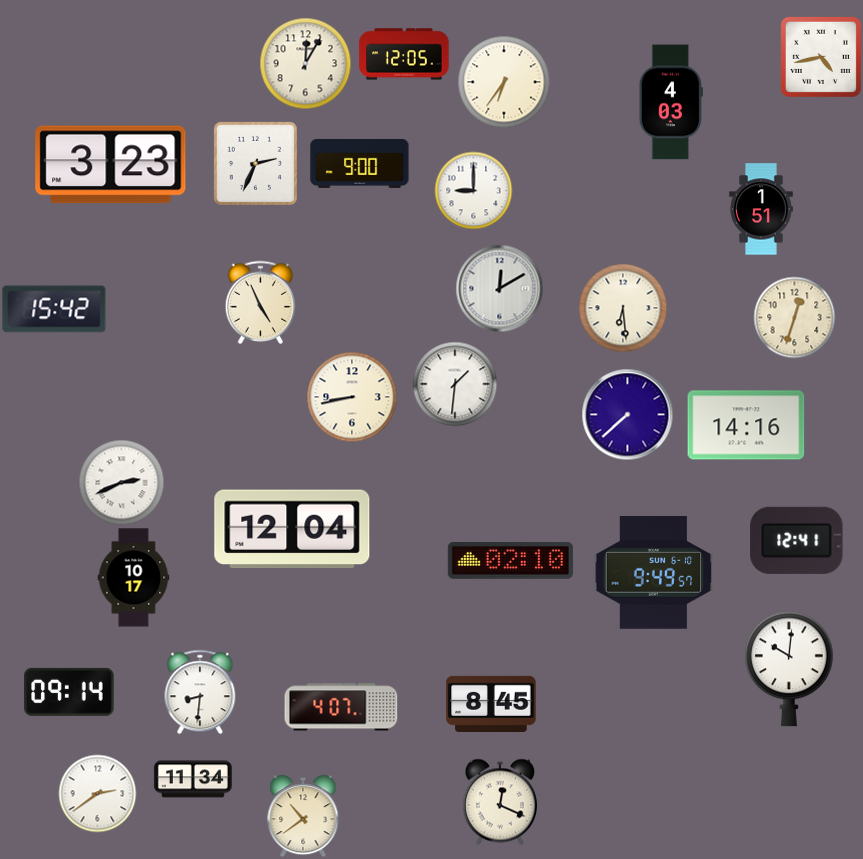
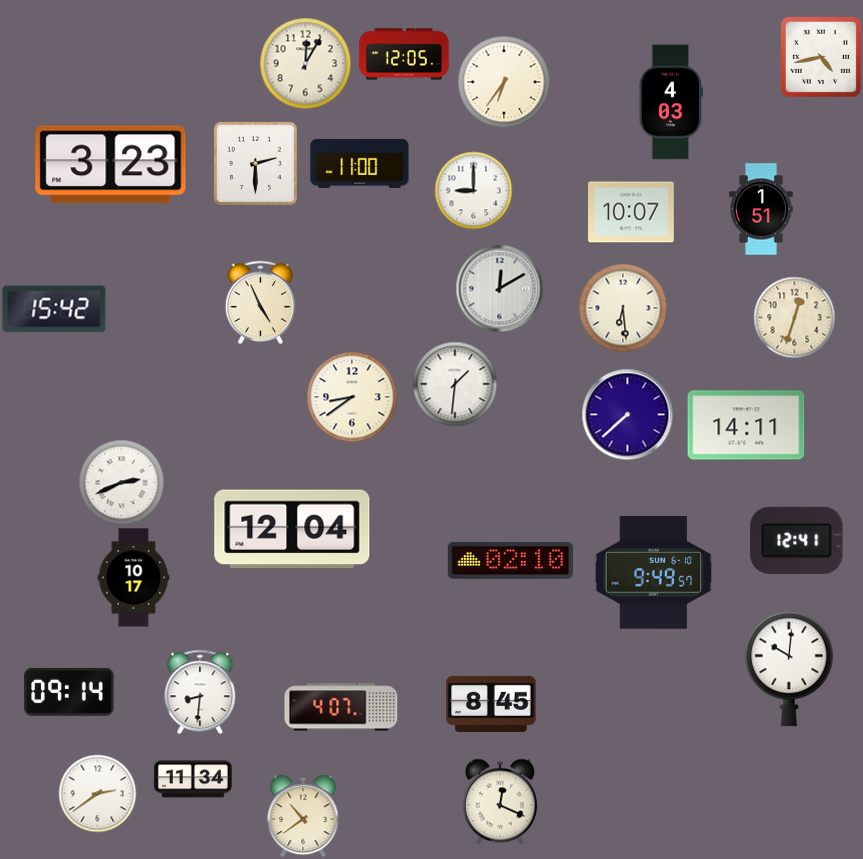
clock at (255, 163): 2:34 -> 2:30
clock at (360, 163): 9:00 -> 11:00
clock at (631, 212): none -> 10:07
clock at (352, 397): 8:43 -> 8:39
clock at (746, 425): 14:16 -> 14:11
